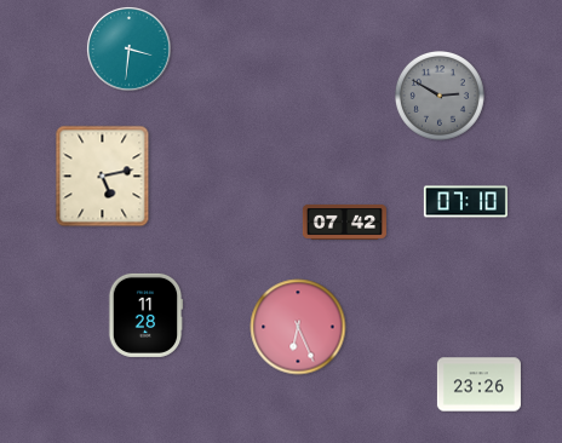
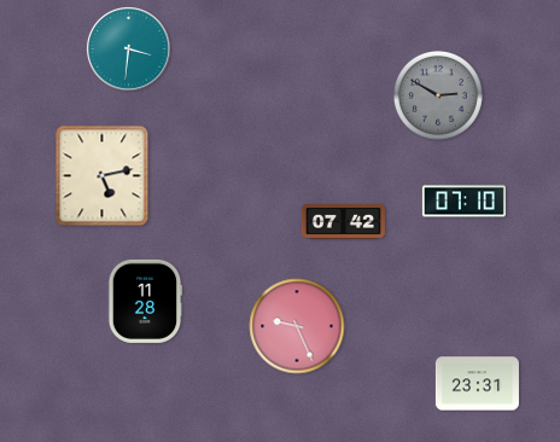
clock at (145, 315) position: (145, 315) -> (145, 301)
clock at (298, 327): 6:26 -> 9:26
clock at (478, 385): 23:26 -> 23:31
